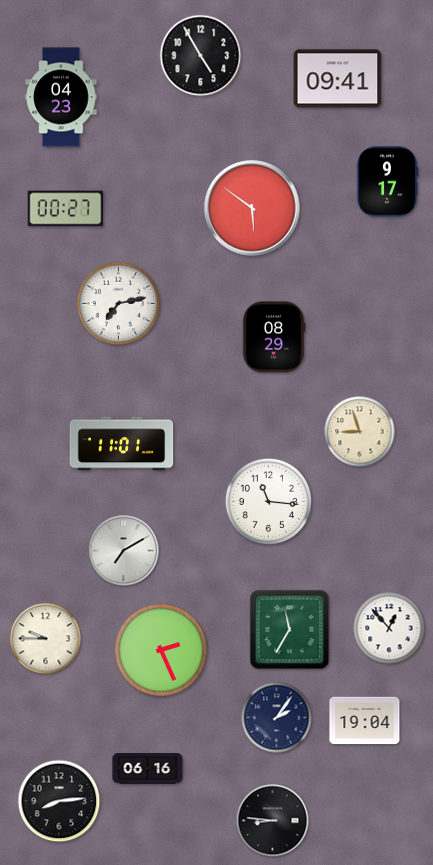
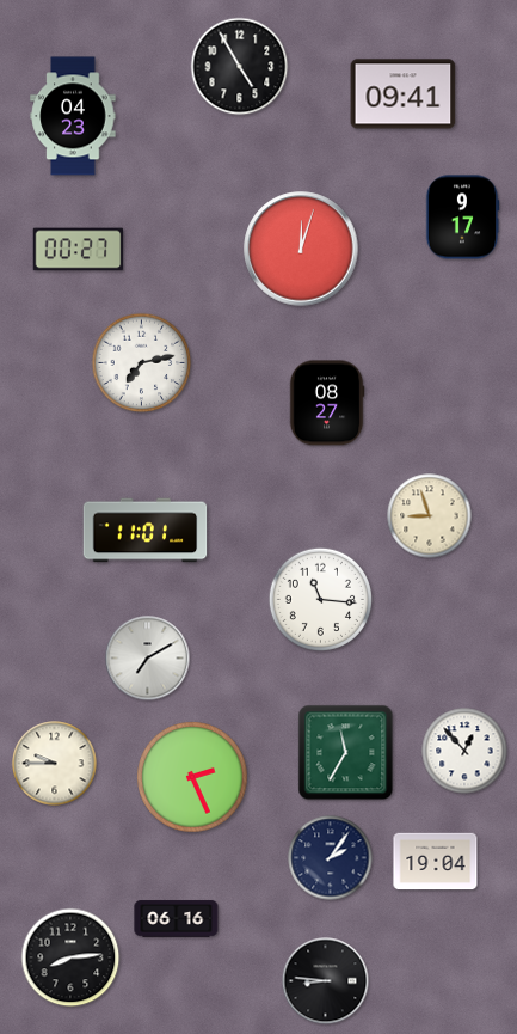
clock at (252, 208): 5:51 -> 12:03
clock at (274, 337): 08:29 -> 08:27
